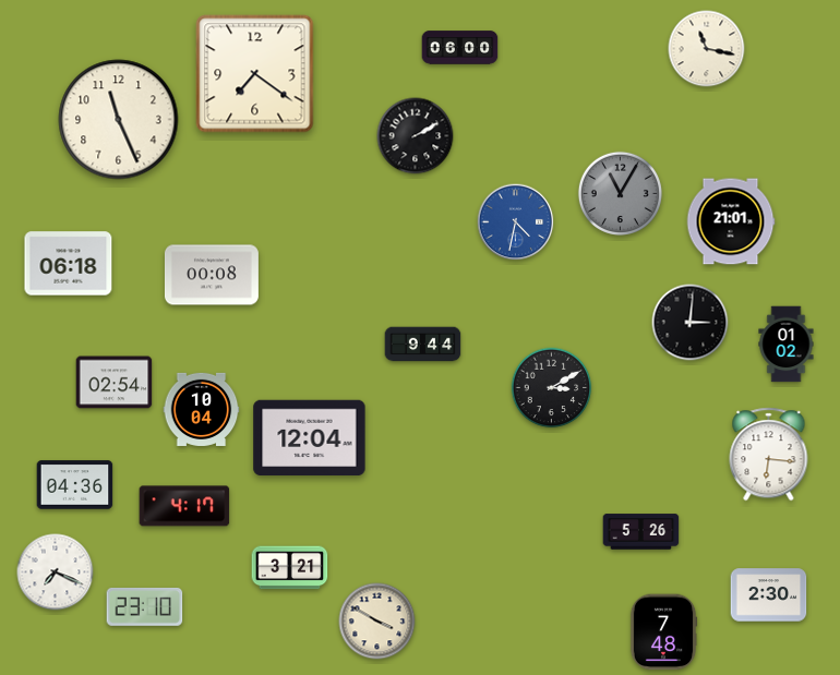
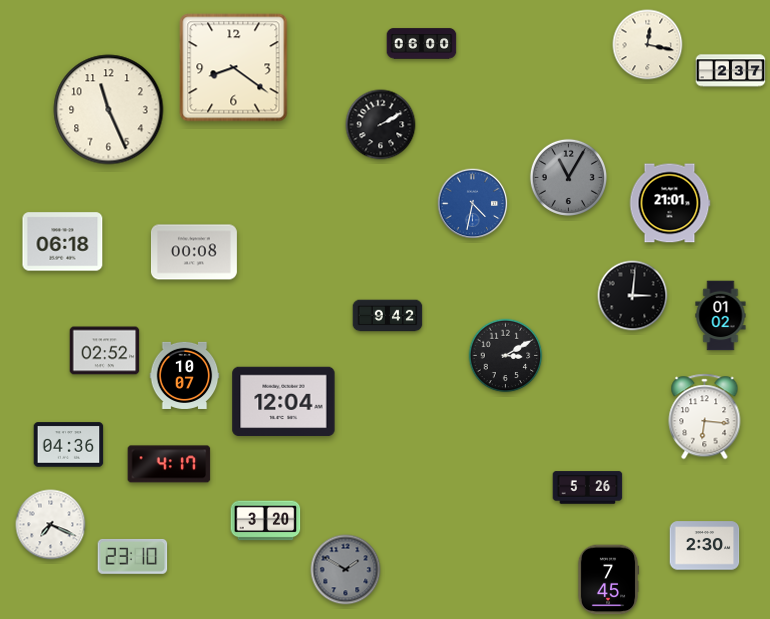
clock at (707, 49): 11:17 -> 12:17
clock at (255, 74): 7:21 -> 8:21
clock at (731, 71): none -> 2:37
clock at (423, 345): 9:44 -> 9:42
clock at (115, 383): 02:54 -> 02:52
clock at (202, 409): 10:04 -> 10:07
clock at (290, 568): 3:21 -> 3:20
clock at (377, 622): 3:50 -> 1:50
clock at (377, 622) dial: cream -> grey
clock at (663, 632): 7:48 -> 7:45
